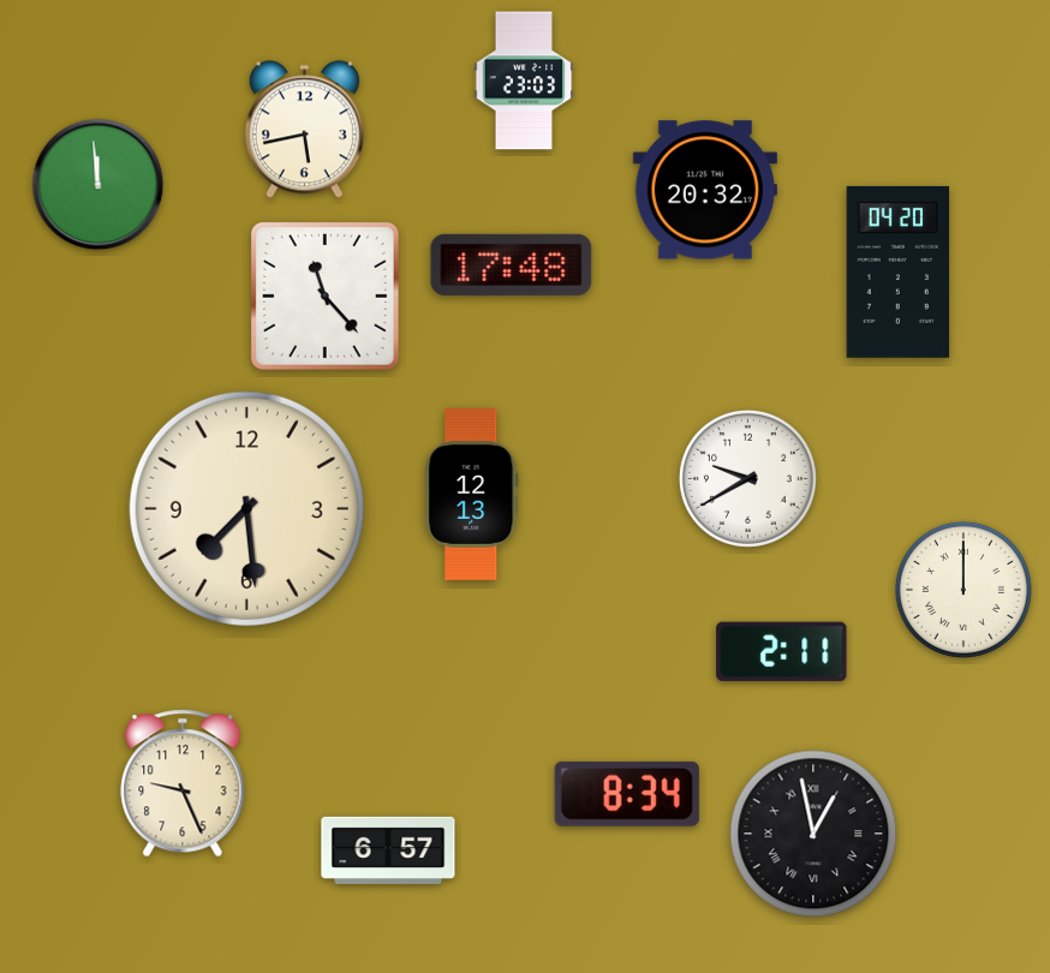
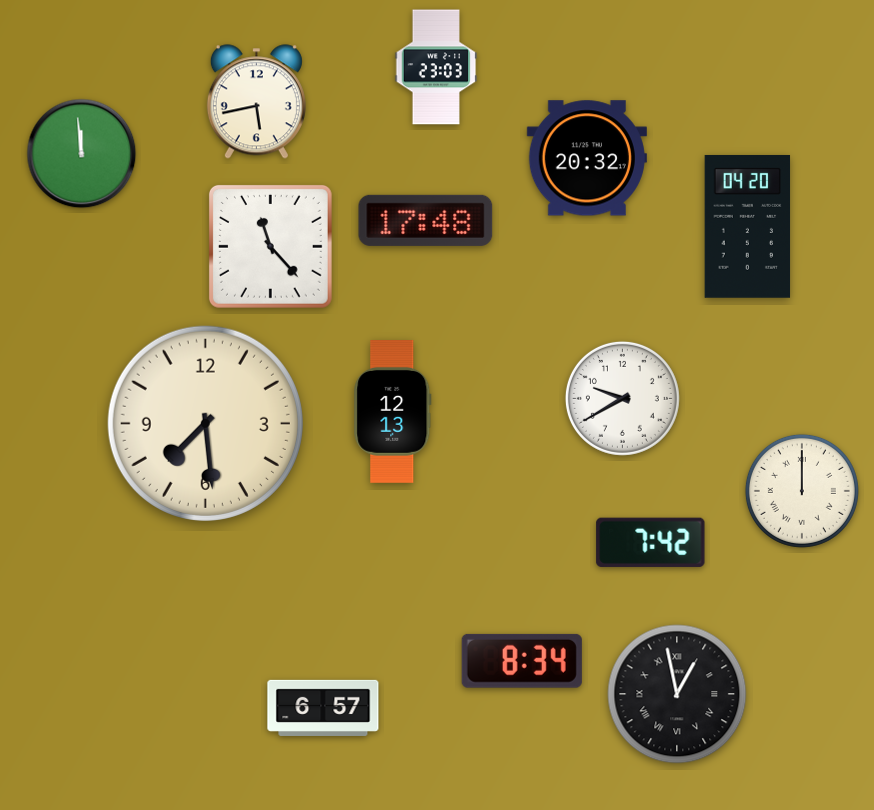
clock at (304, 130) position: (304, 130) -> (256, 102)
clock at (782, 651): 2:11 -> 7:42
clock at (183, 783): 9:26 -> none
